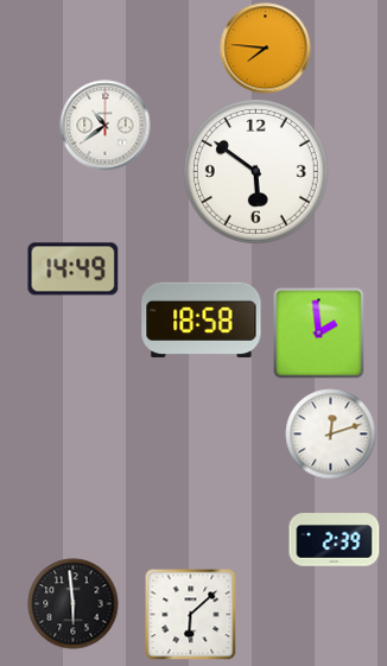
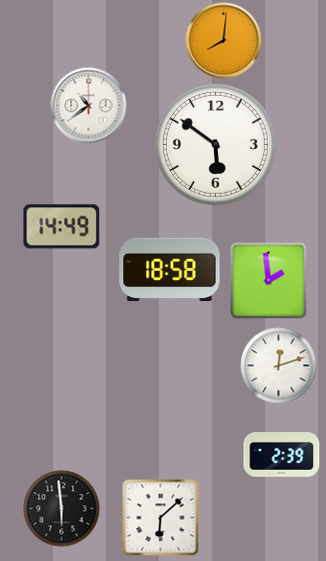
clock at (266, 49): 7:46 -> 8:01
